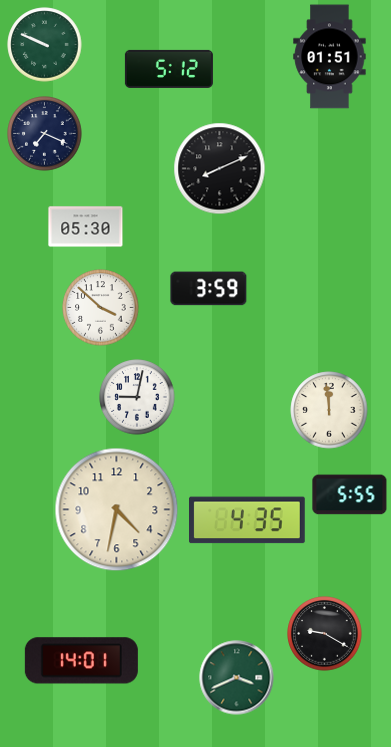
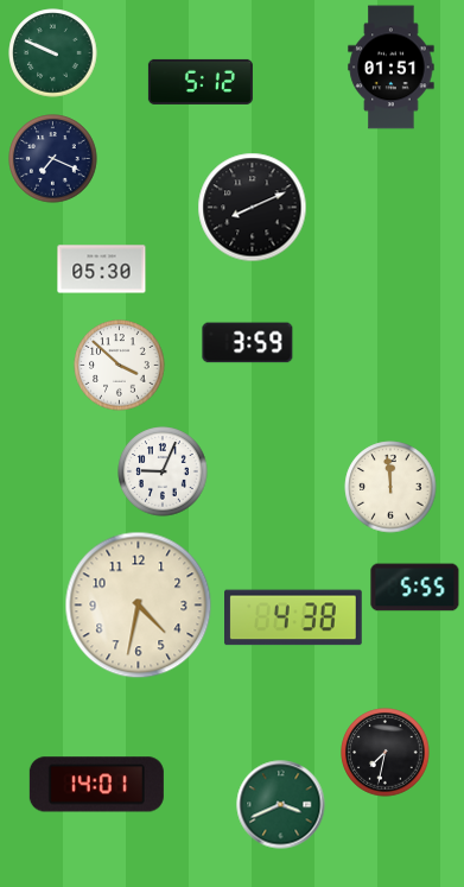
clock at (220, 169) position: (220, 169) -> (253, 208)
clock at (137, 397): 9:02 -> 9:04
clock at (248, 520): 4:35 -> 4:38
clock at (325, 634): 9:20 -> 7:32
